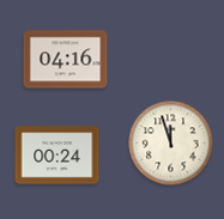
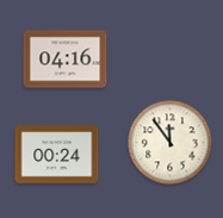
clock at (171, 144): 11:57 -> 11:54
